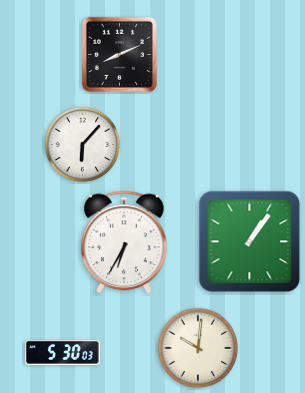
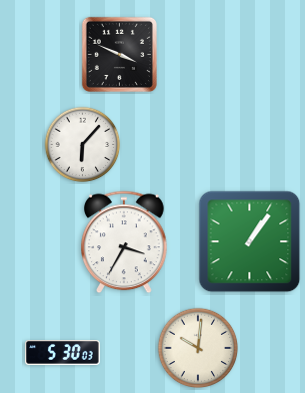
clock at (119, 54): 8:11 -> 3:49
clock at (124, 242): 6:35 -> 3:35
